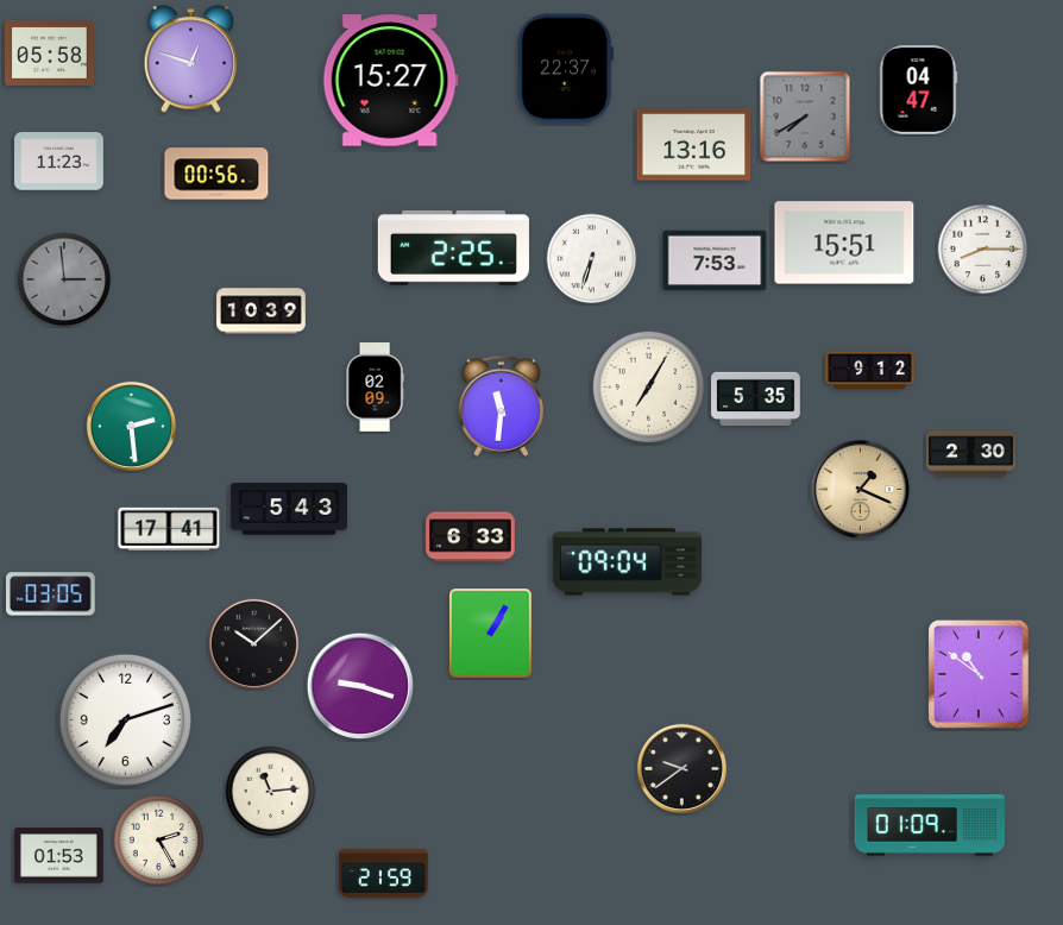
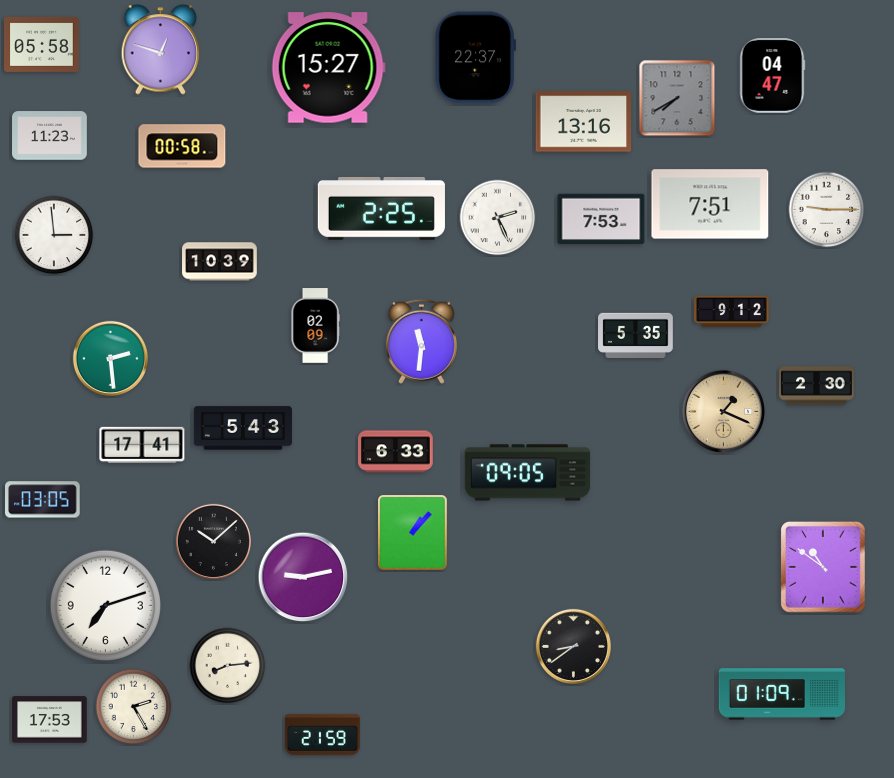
clock at (216, 174): 00:56 -> 00:58
clock at (844, 243): 15:51 -> 7:51
clock at (983, 250): 8:15 -> 9:15
clock at (592, 259): 6:33 -> 2:26
clock at (64, 279) dial: grey -> white
clock at (649, 388): 7:05 -> none
clock at (971, 454) position: (971, 454) -> (817, 386)
clock at (628, 562): 09:04 -> 09:05
clock at (491, 634): 1:05 -> 1:07
clock at (360, 686): 9:18 -> 9:13
clock at (681, 768): 9:39 -> 8:39
clock at (271, 792): 11:14 -> 8:14
clock at (59, 856): 01:53 -> 17:53
